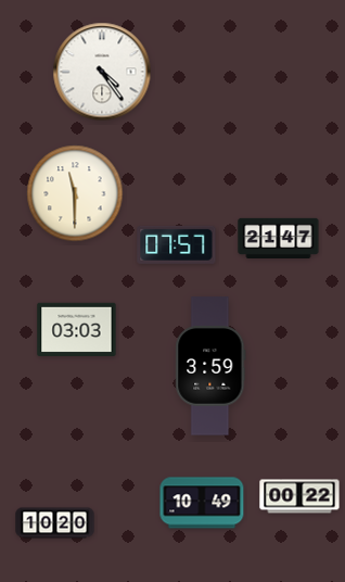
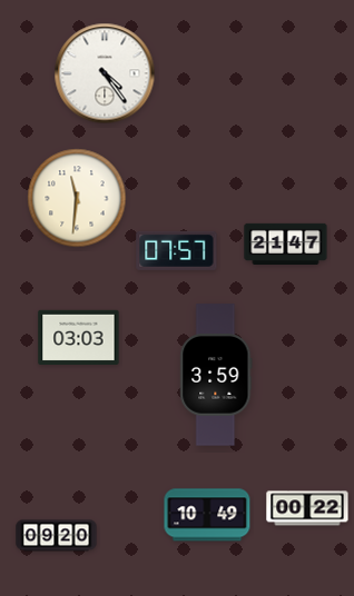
clock at (75, 193): 11:30 -> 11:31
clock at (177, 244) position: (177, 244) -> (177, 250)
clock at (55, 523): 10:20 -> 09:20
